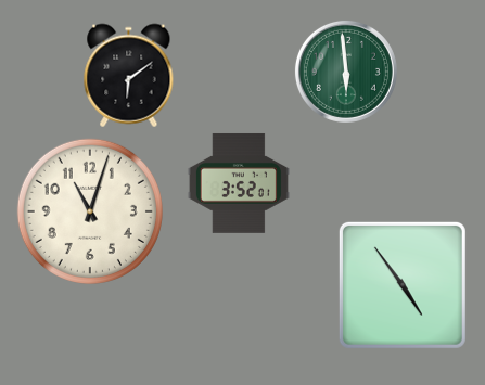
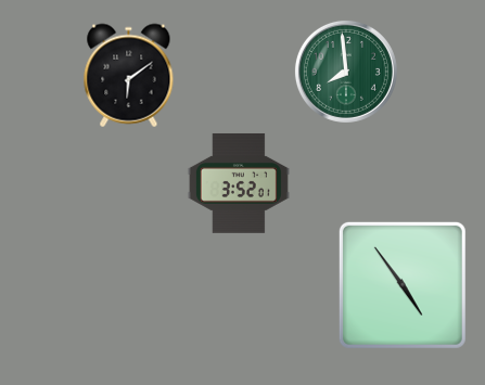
clock at (346, 72): 5:59 -> 7:59
clock at (90, 211): 11:03 -> none
